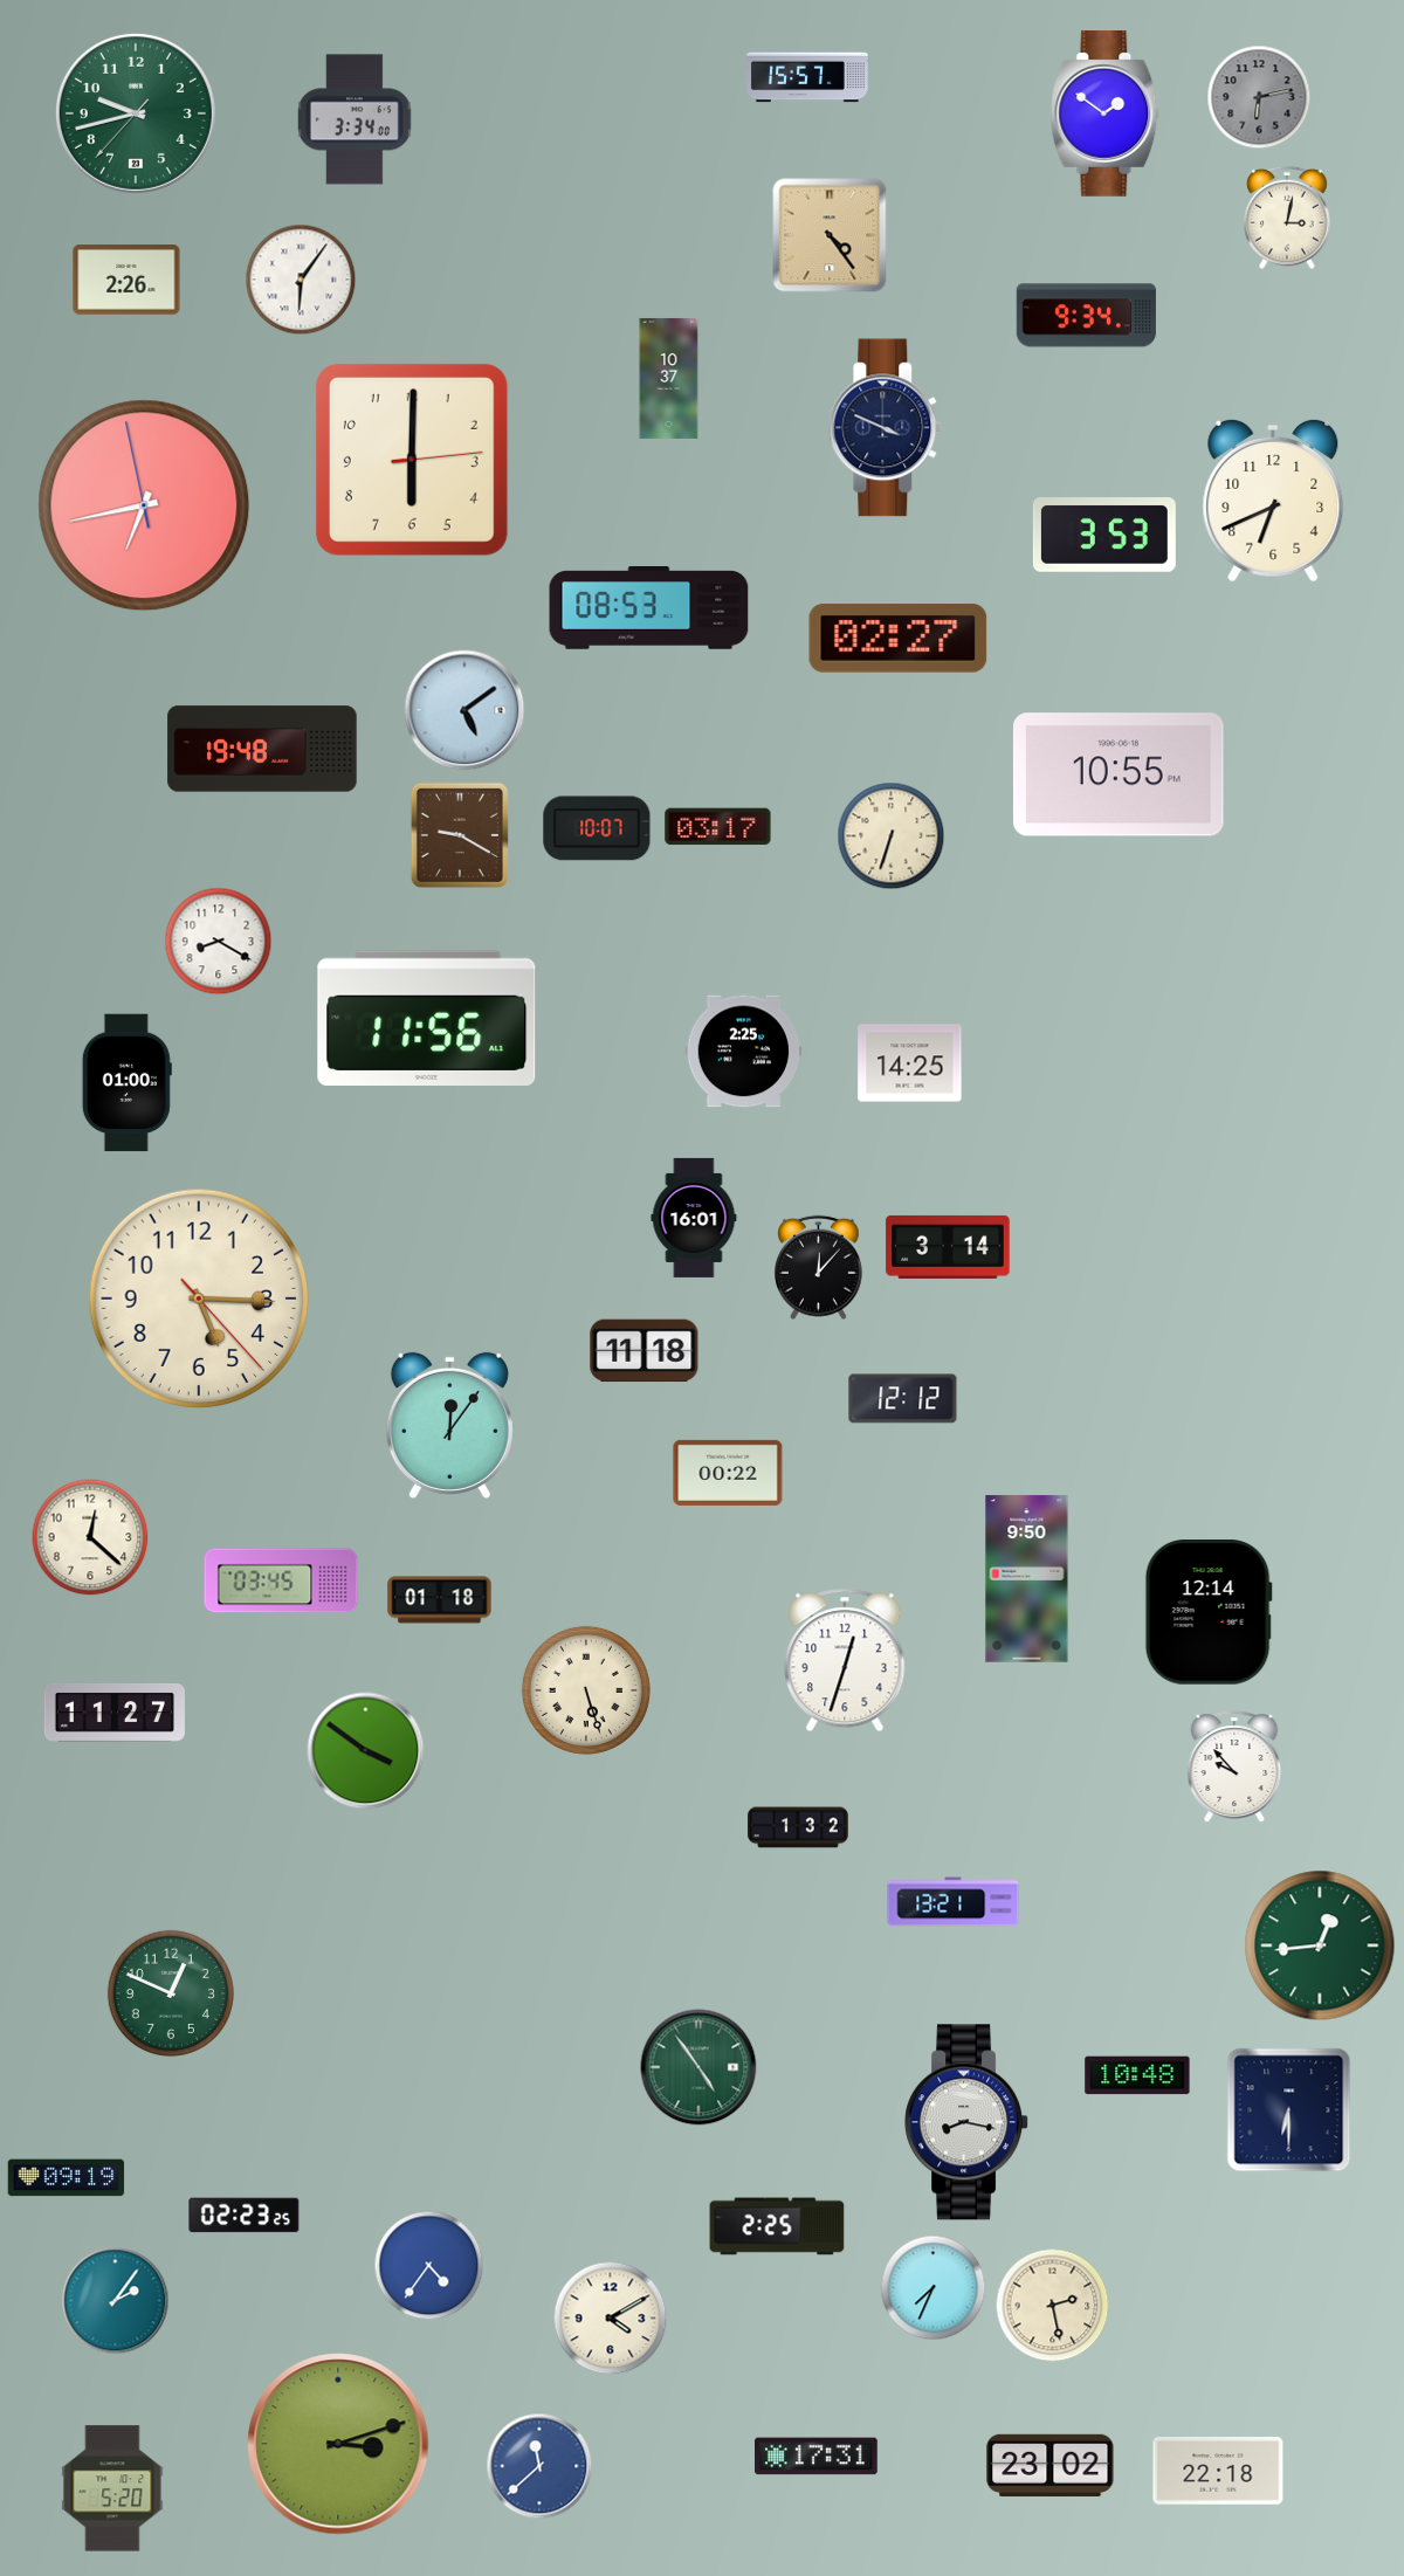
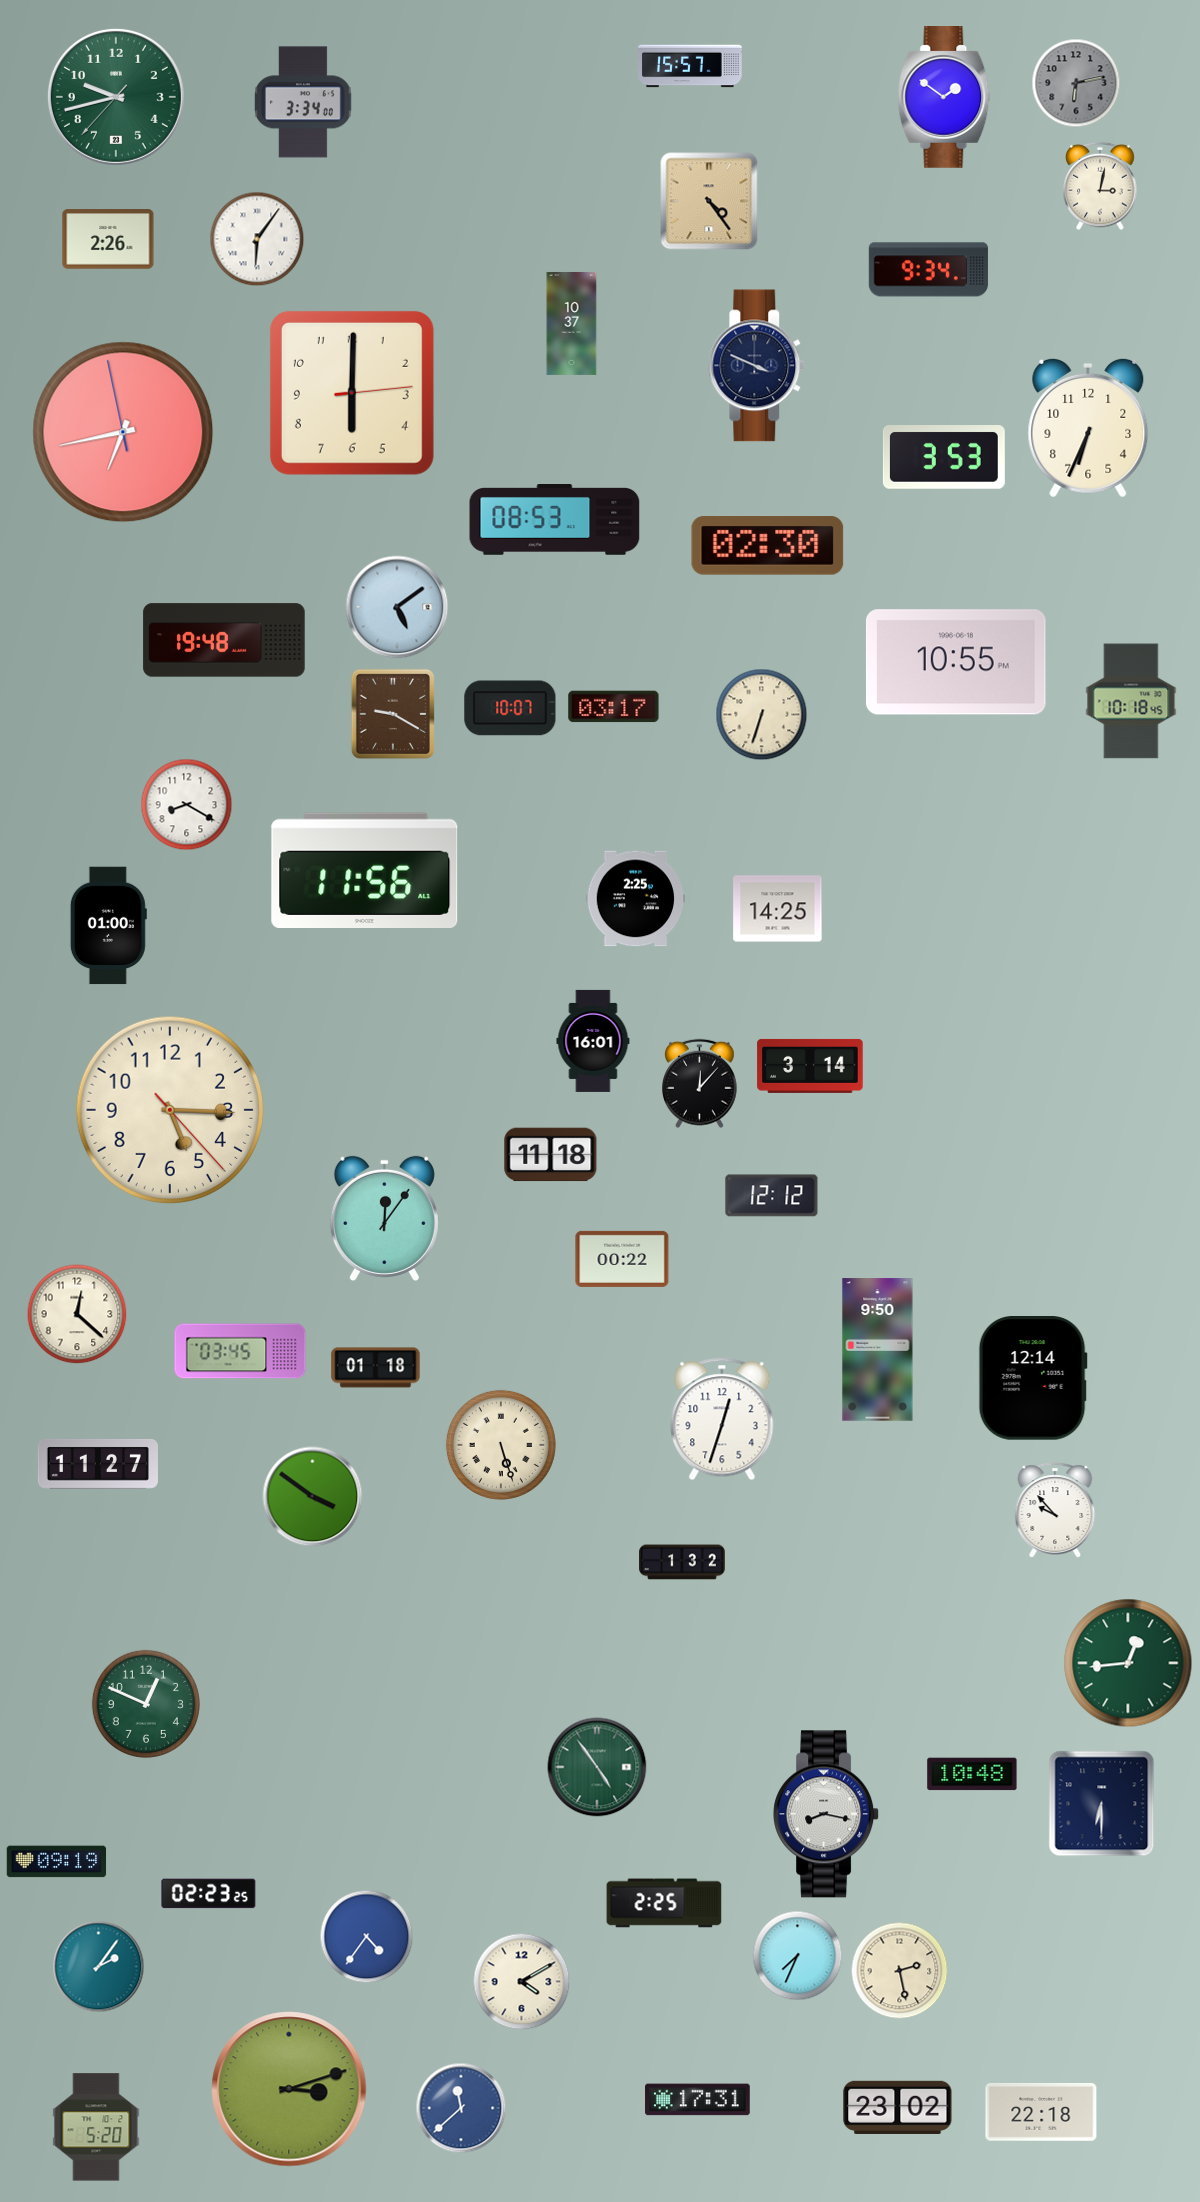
clock at (1273, 501): 6:41 -> 6:34
clock at (899, 639): 02:27 -> 02:30
clock at (1131, 701): none -> 10:18
clock at (954, 1902): 13:21 -> none
